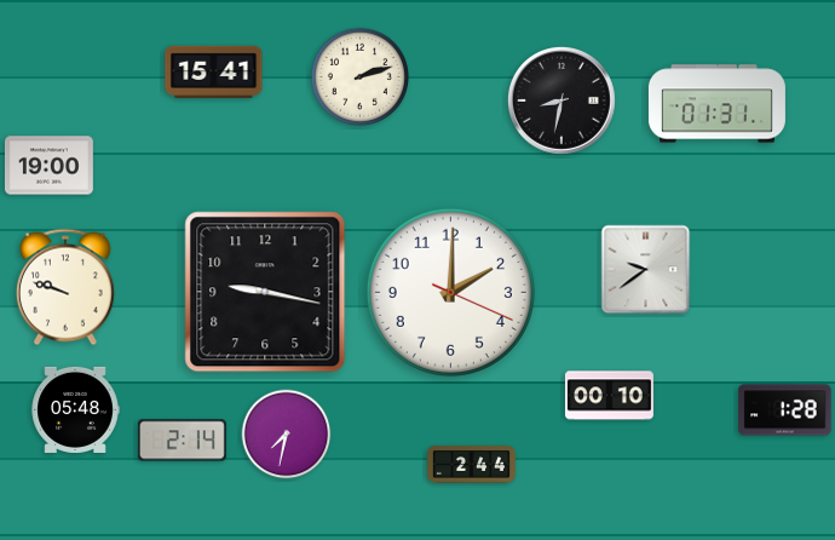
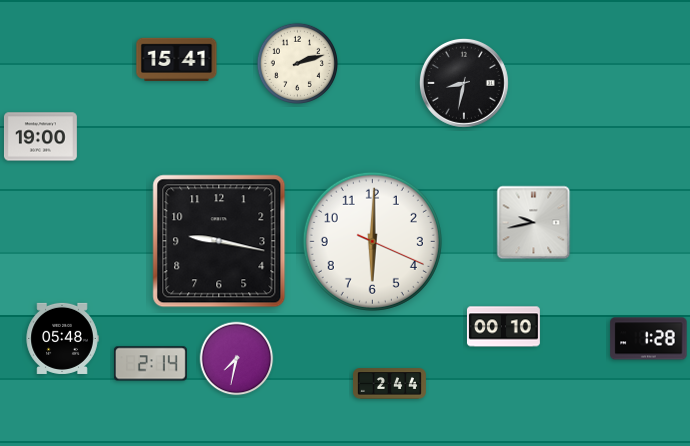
clock at (716, 104): 01:31 -> none
clock at (646, 270): 9:39 -> 9:43
clock at (65, 287): 9:48 -> none
clock at (450, 292): 2:00 -> 6:00
